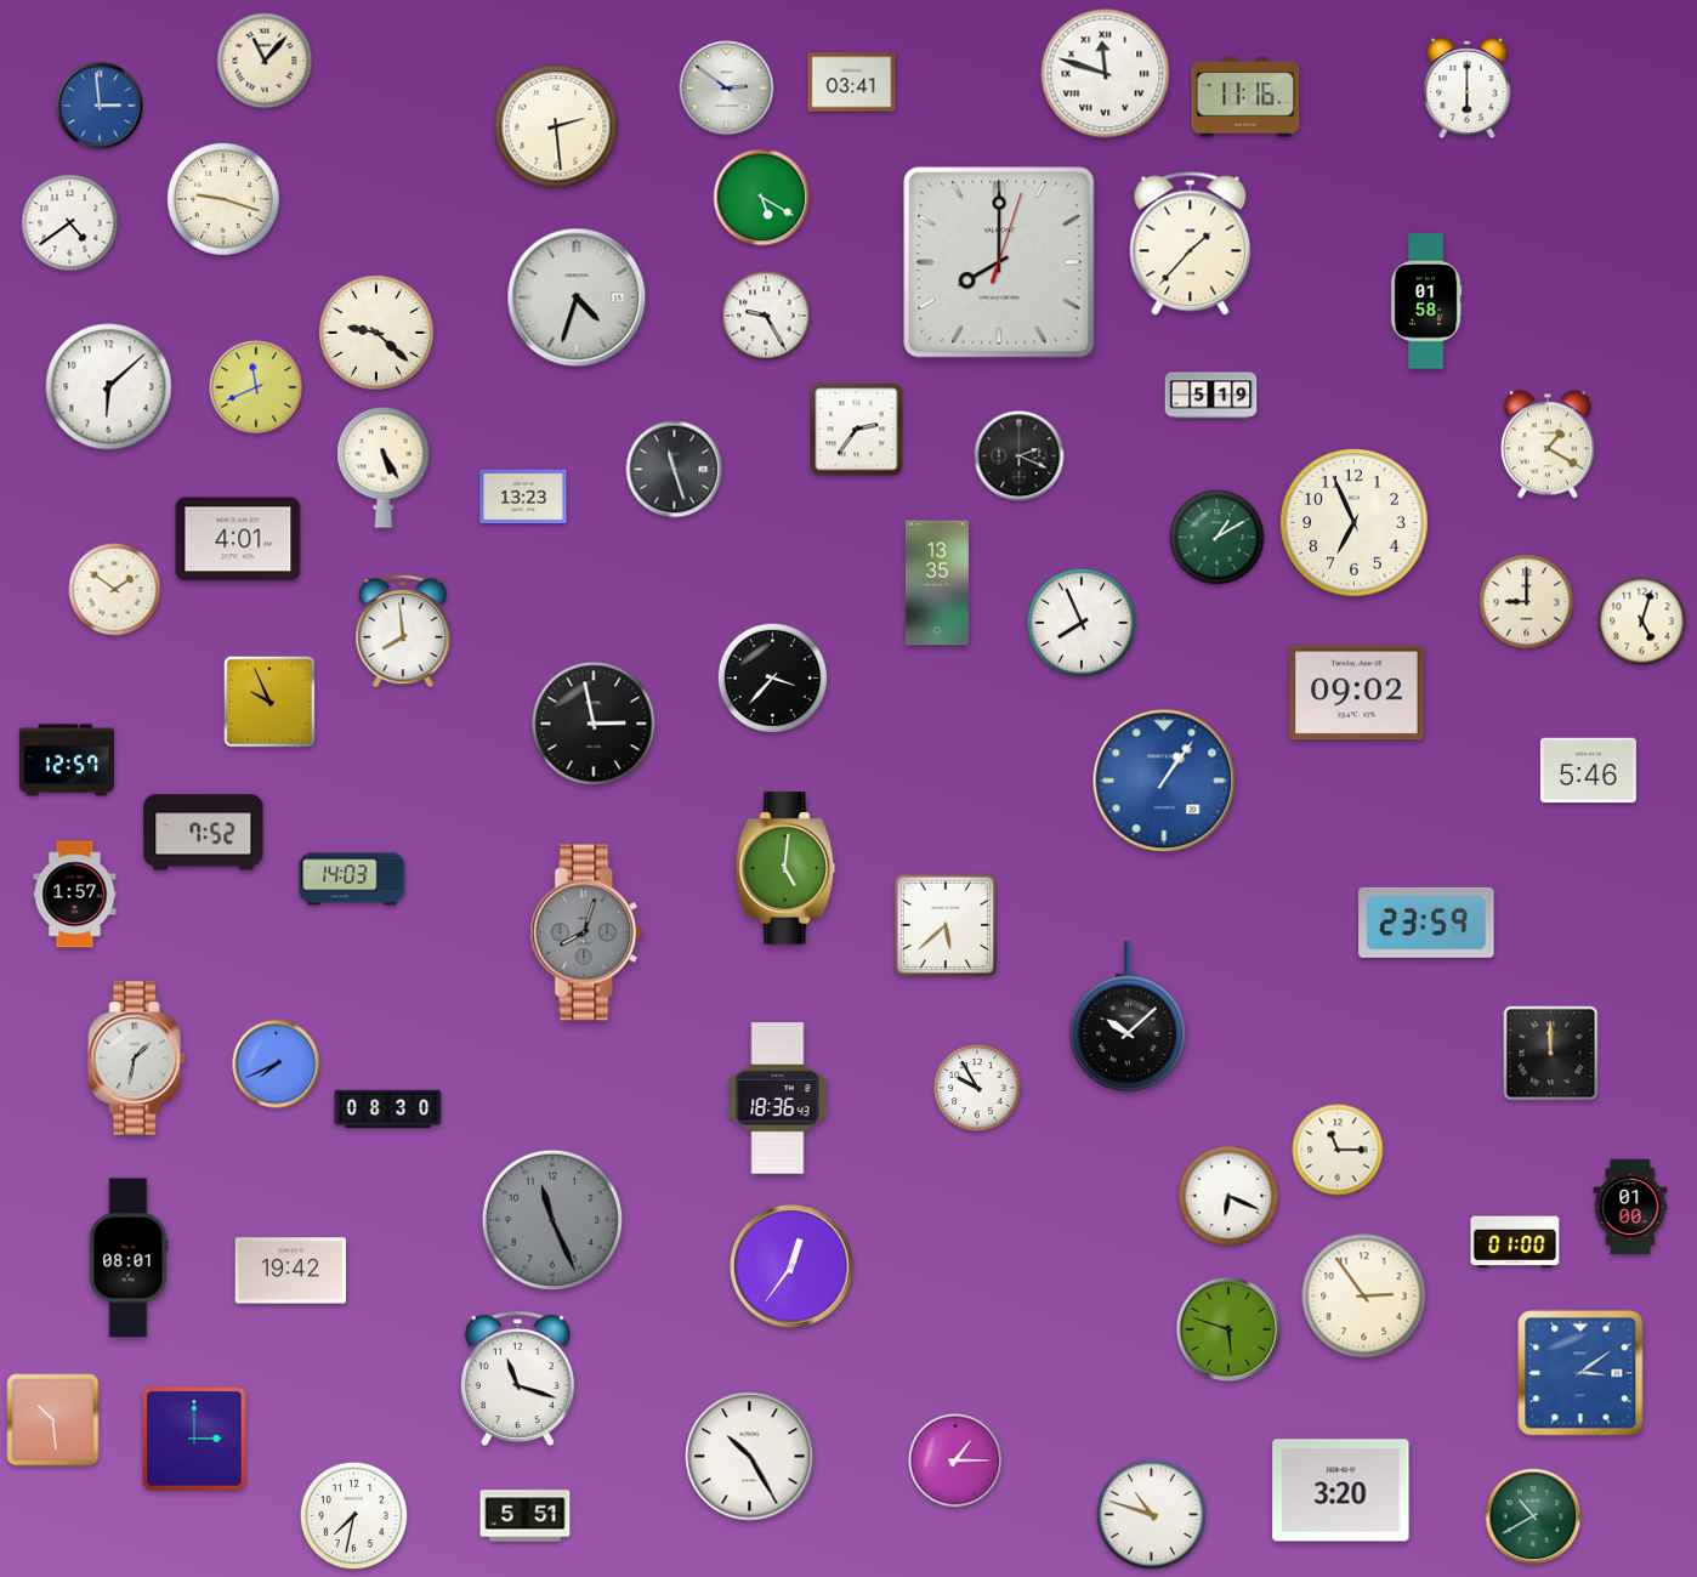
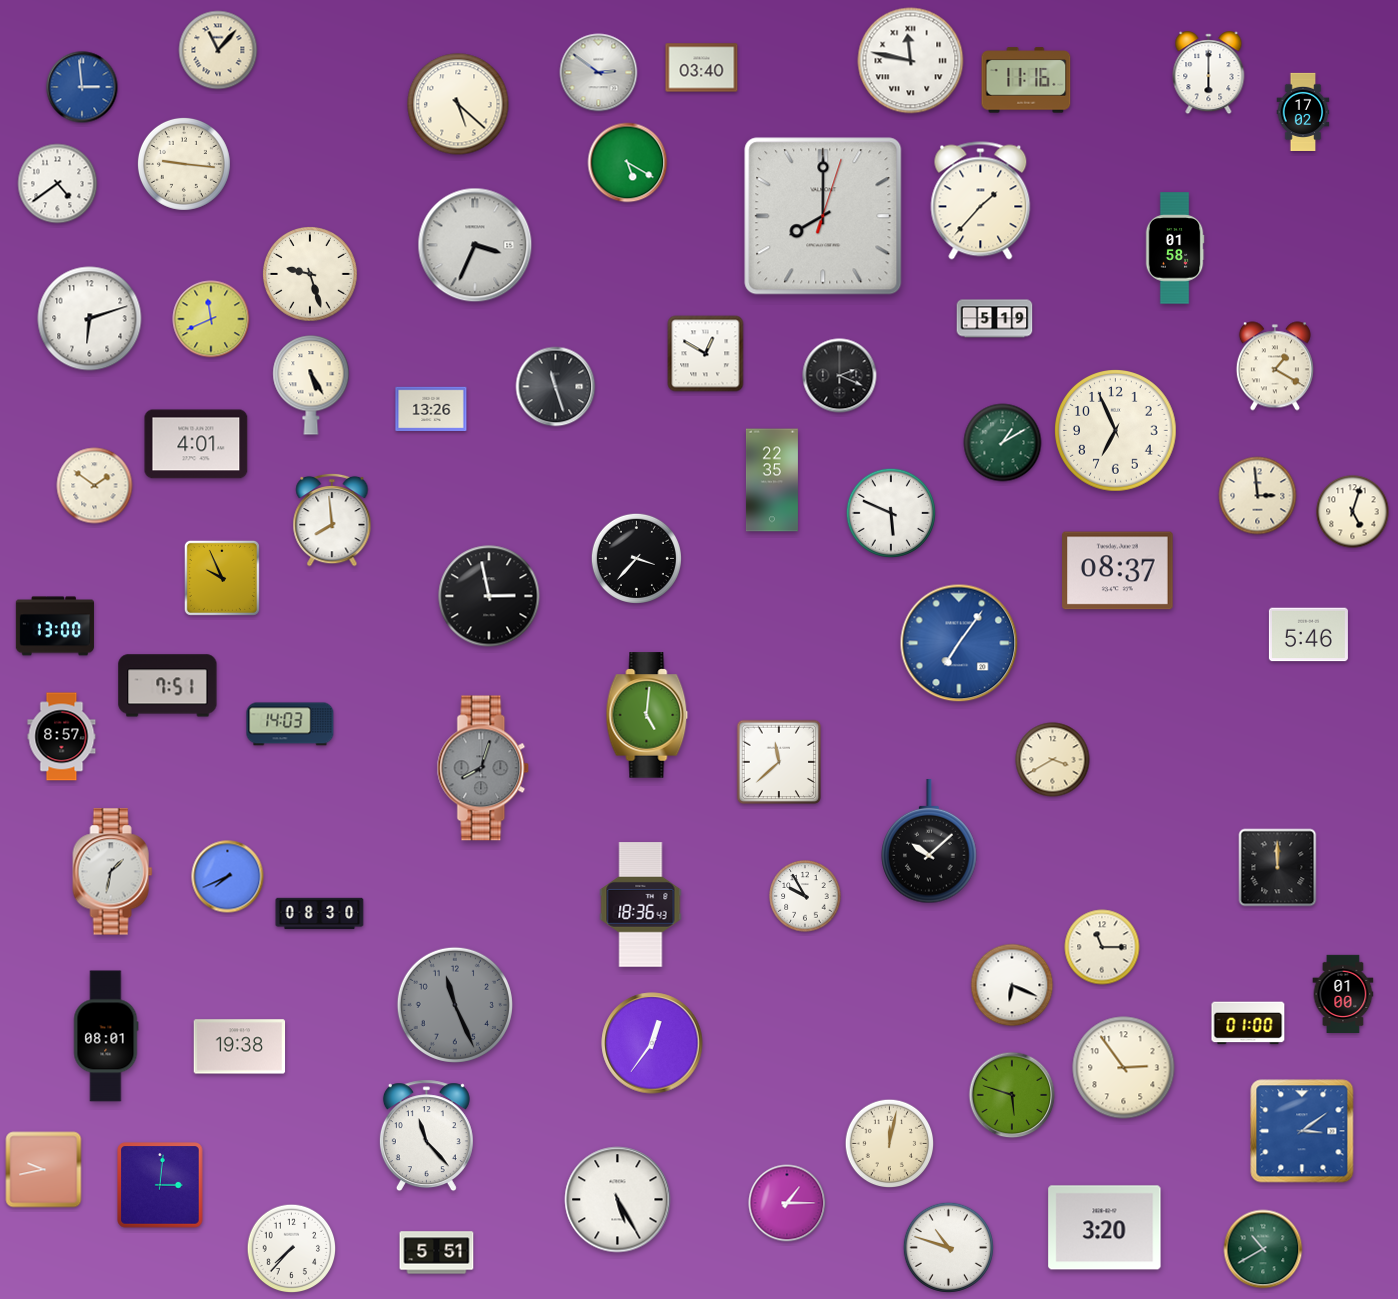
clock at (1106, 74): 11:48 -> 11:47
clock at (852, 83): 03:41 -> 03:40
clock at (556, 126): 2:29 -> 5:22
clock at (1303, 111): none -> 17:02
clock at (223, 199): 9:18 -> 9:16
clock at (577, 297): 4:33 -> 3:34
clock at (766, 316): 9:25 -> none
clock at (378, 334): 9:22 -> 9:27
clock at (109, 387): 6:08 -> 6:12
clock at (1211, 396) position: (1211, 396) -> (995, 319)
clock at (857, 430): 2:36 -> 12:50
clock at (384, 467) position: (384, 467) -> (311, 385)
clock at (523, 495): 13:23 -> 13:26
clock at (937, 583): 13:35 -> 22:35
clock at (1527, 602): 9:00 -> 2:59
clock at (1080, 622): 7:56 -> 5:49
clock at (1357, 693): 09:02 -> 08:37
clock at (67, 760): 12:57 -> 13:00
clock at (1164, 781): 1:06 -> 7:06
clock at (204, 833): 7:52 -> 7:51
clock at (75, 895): 1:57 -> 8:57
clock at (1053, 760): none -> 3:40
clock at (1426, 923): 23:59 -> none
clock at (946, 925): 5:38 -> 11:38
clock at (1128, 1016) position: (1128, 1016) -> (929, 841)
clock at (291, 1271): 19:42 -> 19:38
clock at (517, 1379): 11:18 -> 11:23
clock at (890, 1144): none -> 12:02
clock at (53, 1420): 10:29 -> 9:43
clock at (194, 1439): 3:00 -> 3:01
clock at (750, 1457): 10:25 -> 5:25
clock at (354, 1516): 7:32 -> 7:37
clock at (526, 1516) position: (526, 1516) -> (437, 1253)
